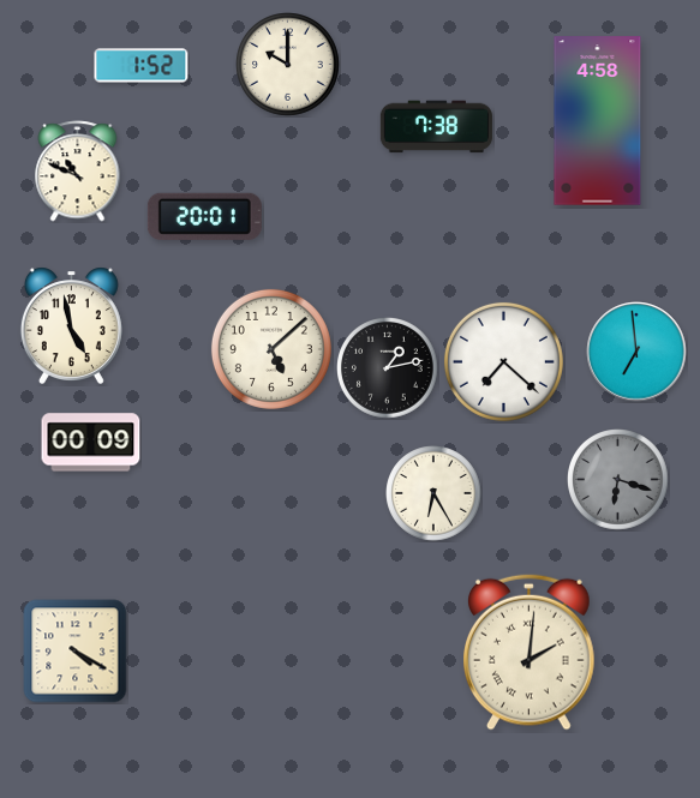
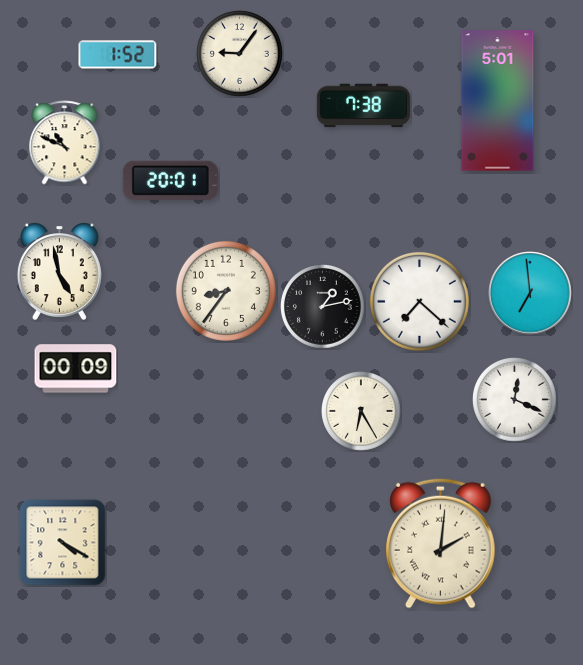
clock at (288, 65): 10:00 -> 9:06
clock at (598, 121): 4:58 -> 5:01
clock at (271, 349): 5:08 -> 8:36
clock at (618, 480): 6:18 -> 12:19
clock at (618, 480) dial: grey -> white
